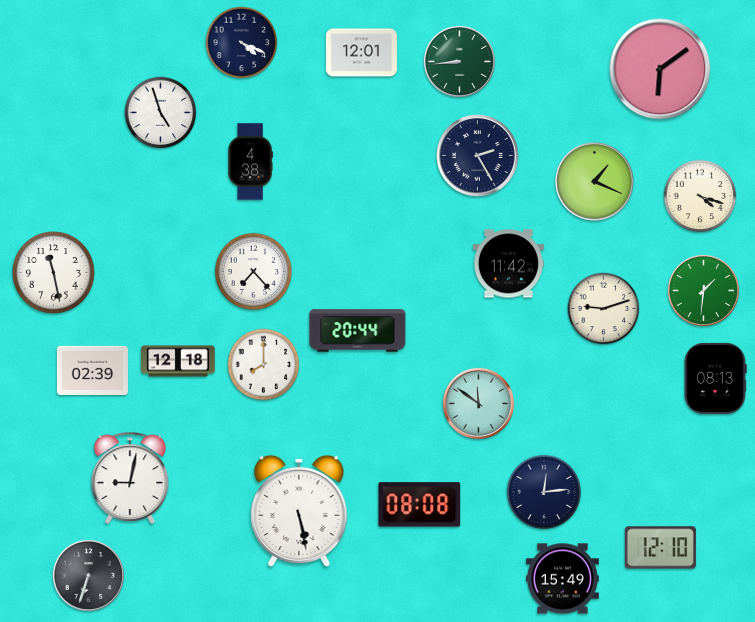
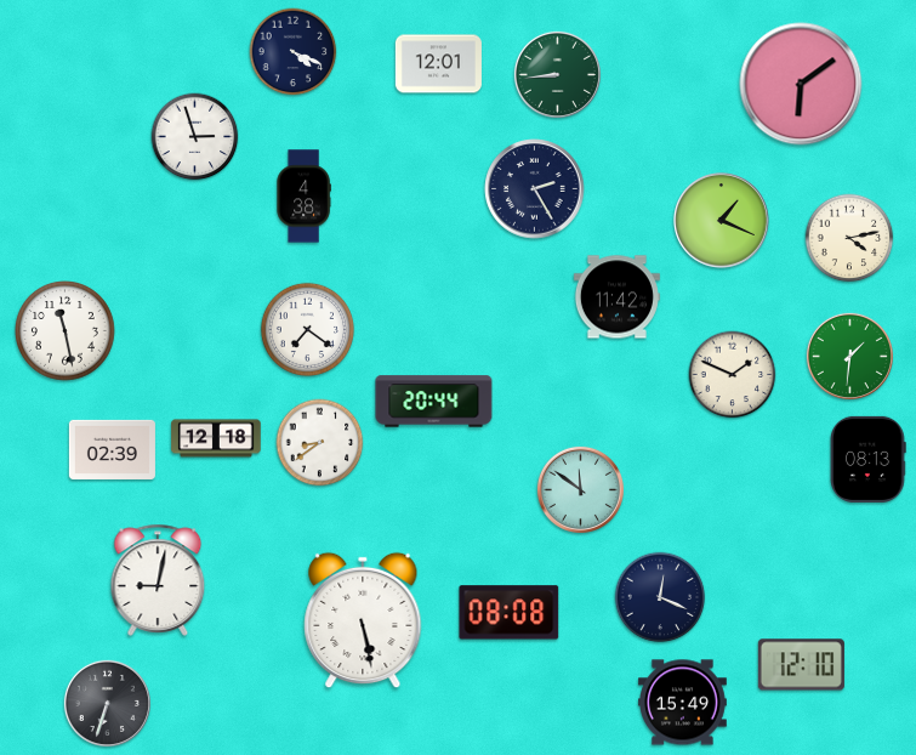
clock at (161, 113): 4:57 -> 2:57
clock at (478, 156) position: (478, 156) -> (535, 189)
clock at (700, 196): 4:18 -> 4:13
clock at (508, 264) position: (508, 264) -> (616, 297)
clock at (253, 271): 7:23 -> 7:21
clock at (703, 290) position: (703, 290) -> (849, 356)
clock at (604, 309): 9:12 -> 1:49
clock at (264, 365): 8:00 -> 8:39
clock at (544, 492): 12:14 -> 12:19
clock at (88, 575) position: (88, 575) -> (107, 703)
